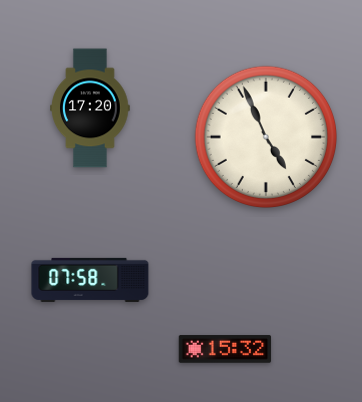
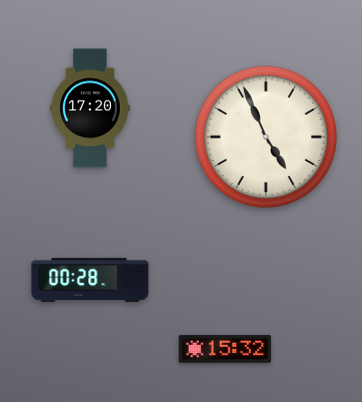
clock at (90, 280): 07:58 -> 00:28
